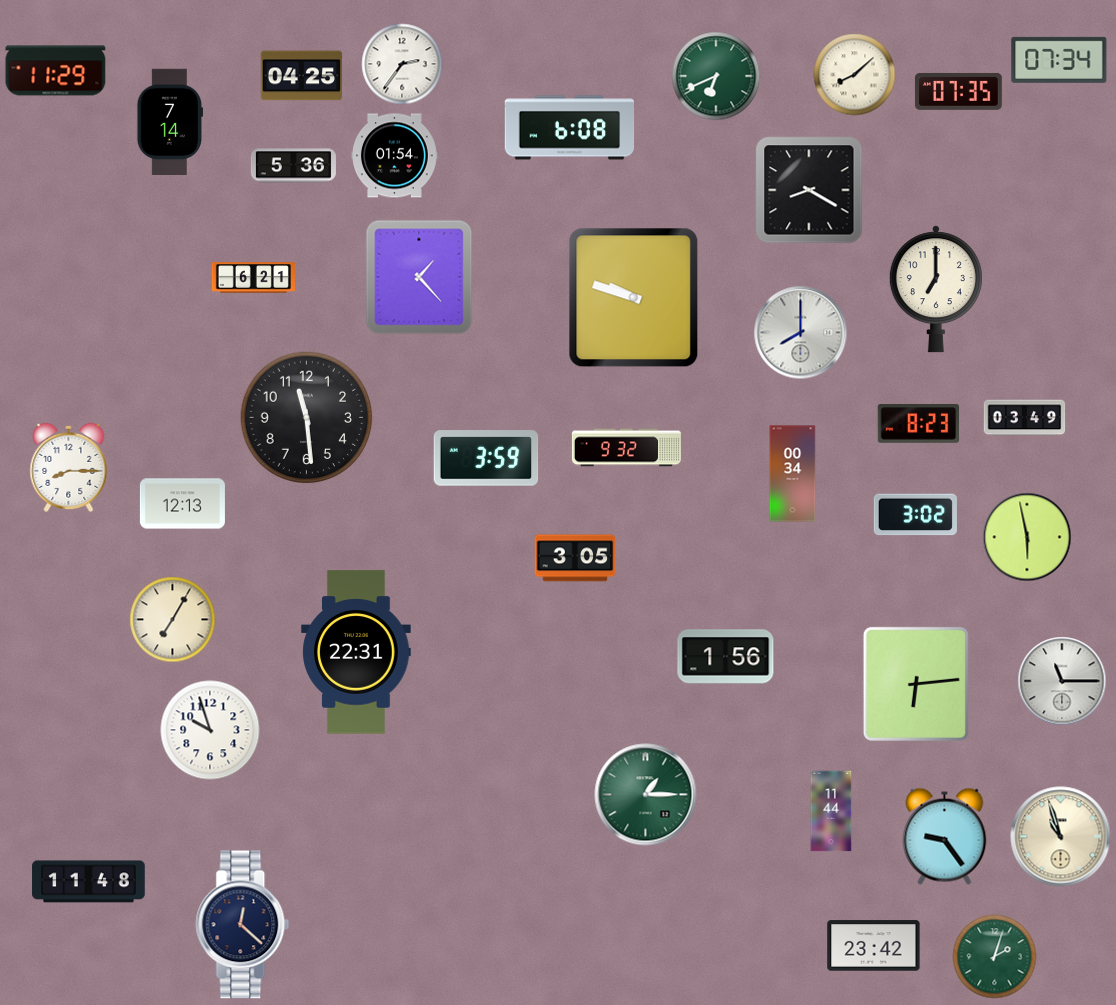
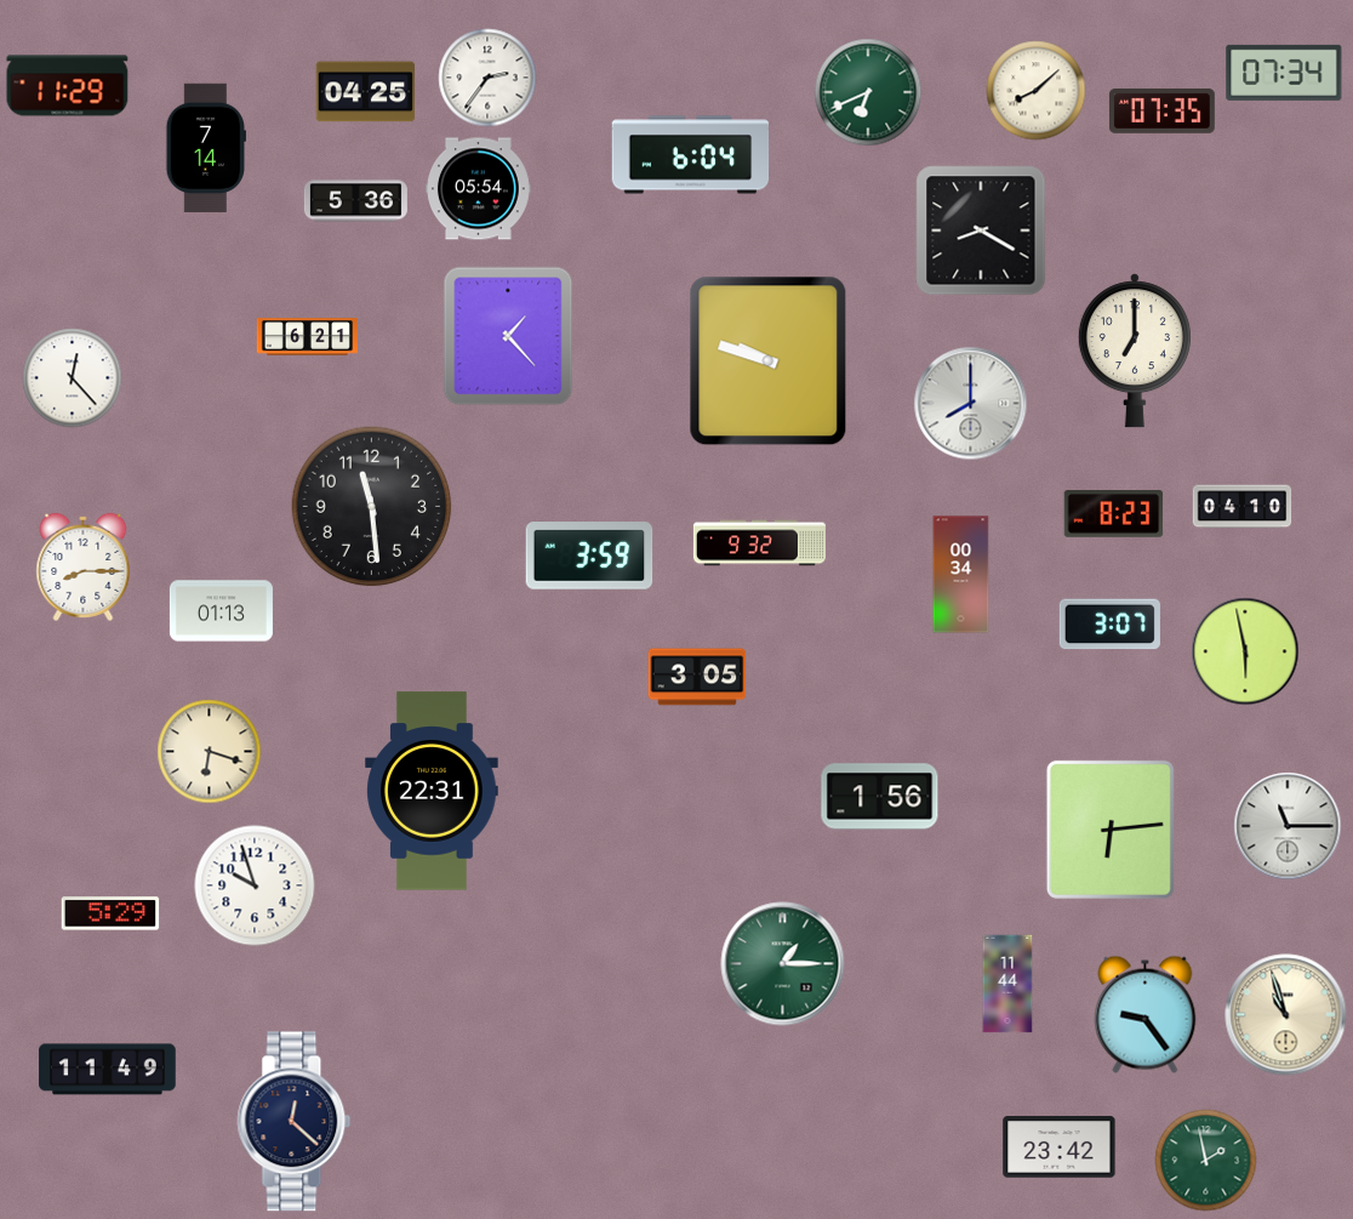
clock at (570, 128): 6:08 -> 6:04
clock at (395, 156): 01:54 -> 05:54
clock at (73, 378): none -> 12:23
clock at (1025, 418): 03:49 -> 04:10
clock at (182, 504): 12:13 -> 01:13
clock at (915, 515): 3:02 -> 3:07
clock at (173, 620): 7:05 -> 6:18
clock at (110, 913): none -> 5:29
clock at (89, 882): 11:48 -> 11:49
clock at (995, 957): 2:03 -> 1:58
